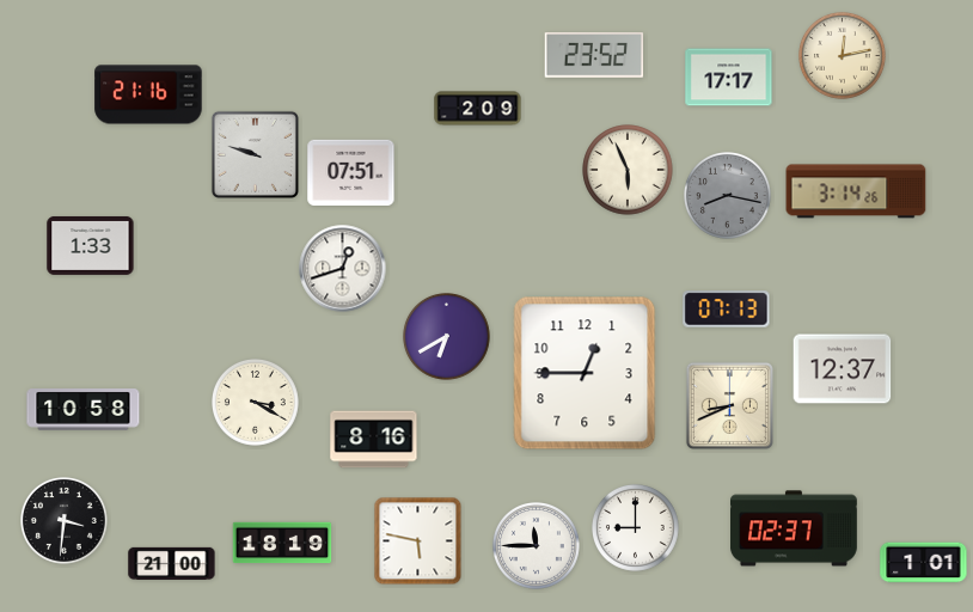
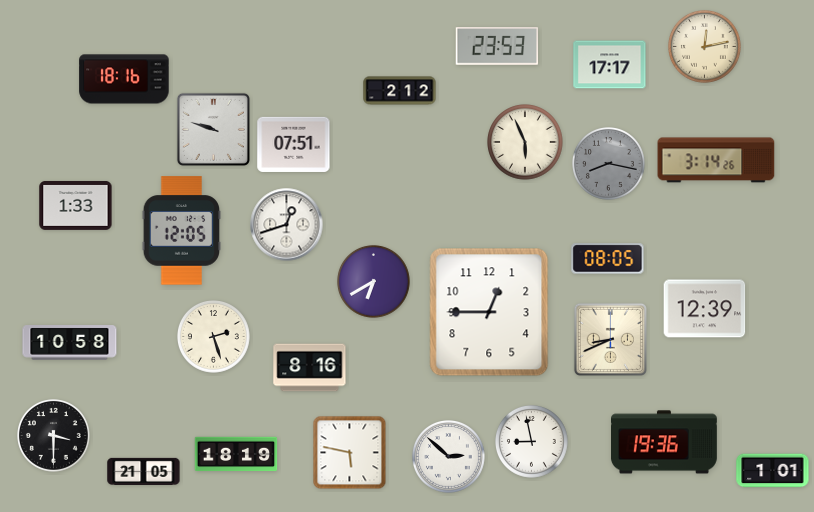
clock at (594, 55): 23:52 -> 23:53
clock at (148, 94): 21:16 -> 18:16
clock at (478, 109): 2:09 -> 2:12
clock at (182, 231): none -> 12:05
clock at (727, 310): 07:13 -> 08:05
clock at (843, 369): 12:37 -> 12:39
clock at (256, 403): 3:20 -> 2:27
clock at (374, 440) position: (374, 440) -> (310, 368)
clock at (65, 521): 3:31 -> 3:30
clock at (636, 528): 9:00 -> 8:58
clock at (795, 528): 02:37 -> 19:36
clock at (537, 546): 11:45 -> 2:52
clock at (172, 563): 21:00 -> 21:05
